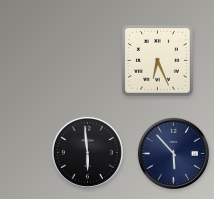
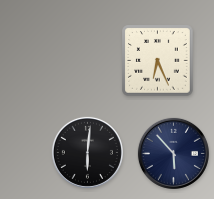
clock at (87, 152): 5:59 -> 6:01
